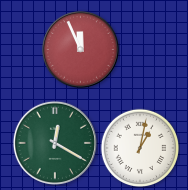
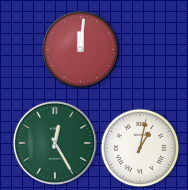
clock at (80, 49): 11:56 -> 12:01
clock at (54, 142): 12:20 -> 12:25
